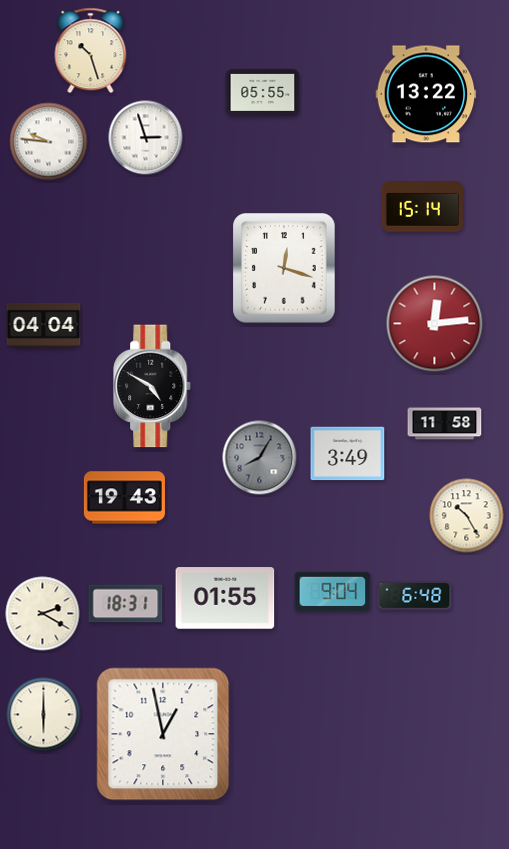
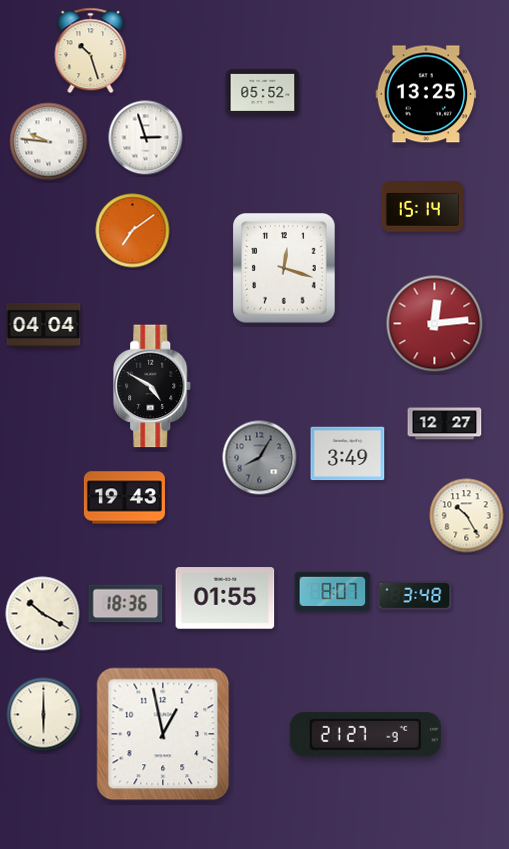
clock at (263, 92): 05:55 -> 05:52
clock at (426, 94): 13:22 -> 13:25
clock at (133, 231): none -> 7:09
clock at (445, 424): 11:58 -> 12:27
clock at (333, 591): 9:04 -> 8:07
clock at (415, 595): 6:48 -> 3:48
clock at (126, 604): 18:31 -> 18:36
clock at (43, 614): 2:20 -> 10:20
clock at (365, 735): none -> 21:27
